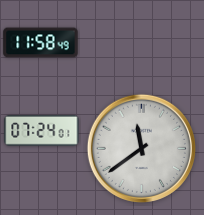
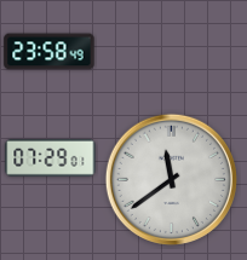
clock at (41, 43): 11:58 -> 23:58
clock at (42, 130): 07:24 -> 07:29
